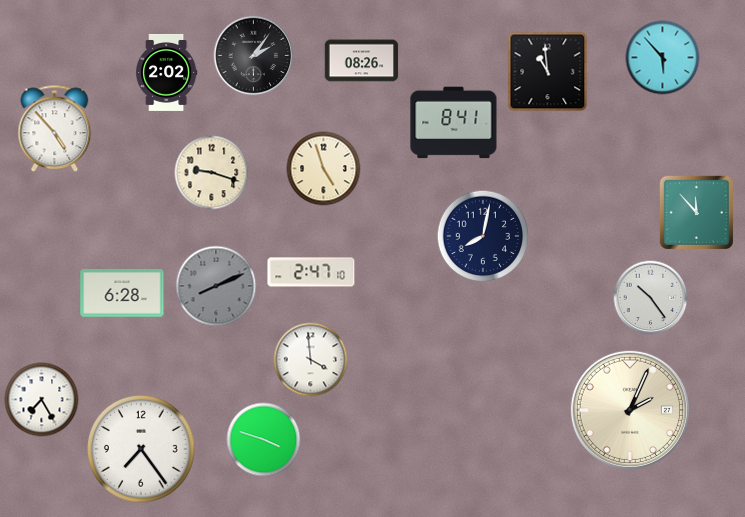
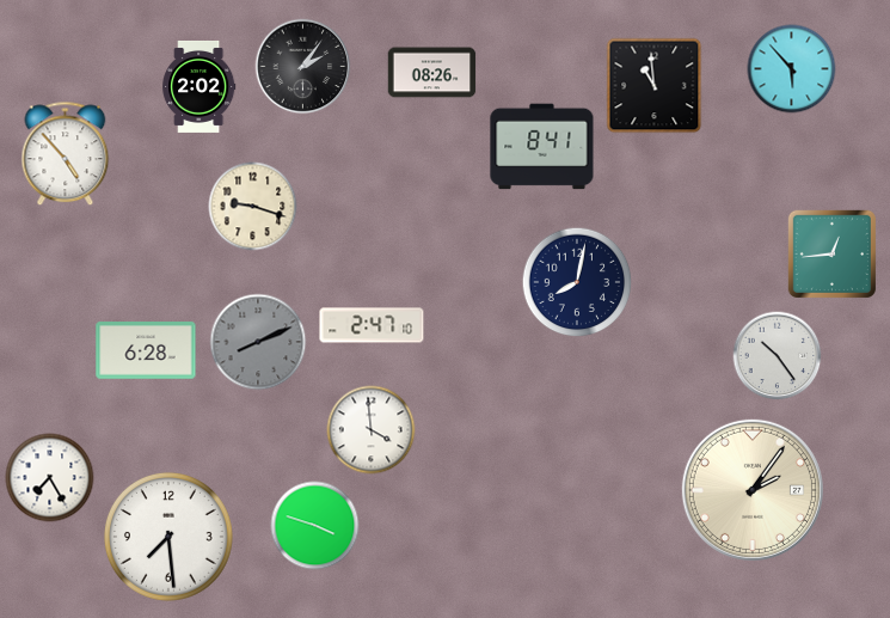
clock at (324, 169): 4:57 -> none
clock at (696, 212): 11:53 -> 12:44
clock at (630, 410): 2:04 -> 2:06
clock at (141, 449): 7:24 -> 7:29
